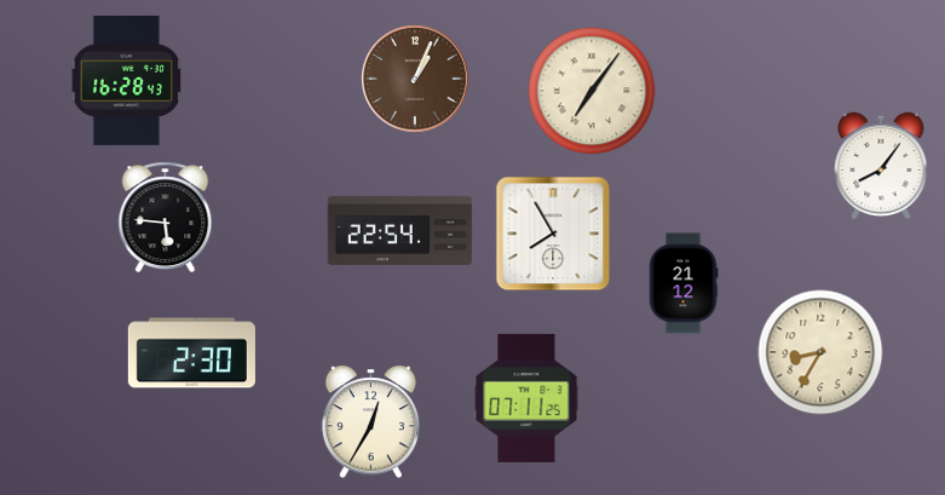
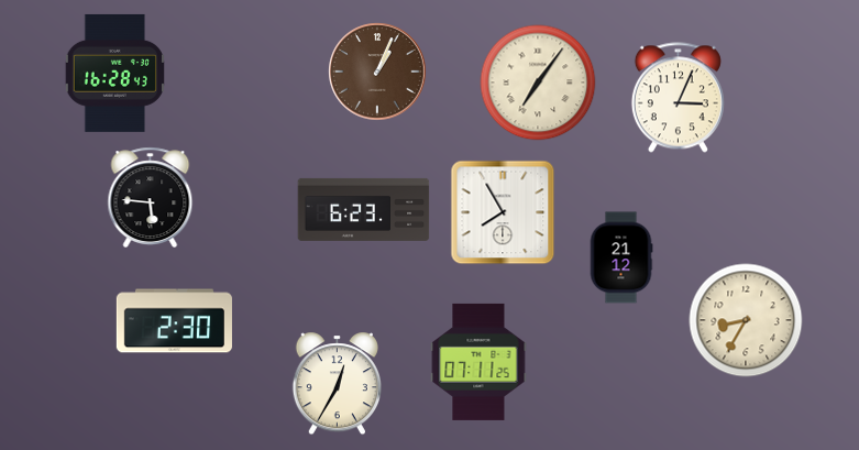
clock at (678, 98): none -> 3:04
clock at (881, 166): 8:06 -> none
clock at (401, 230): 22:54 -> 6:23
